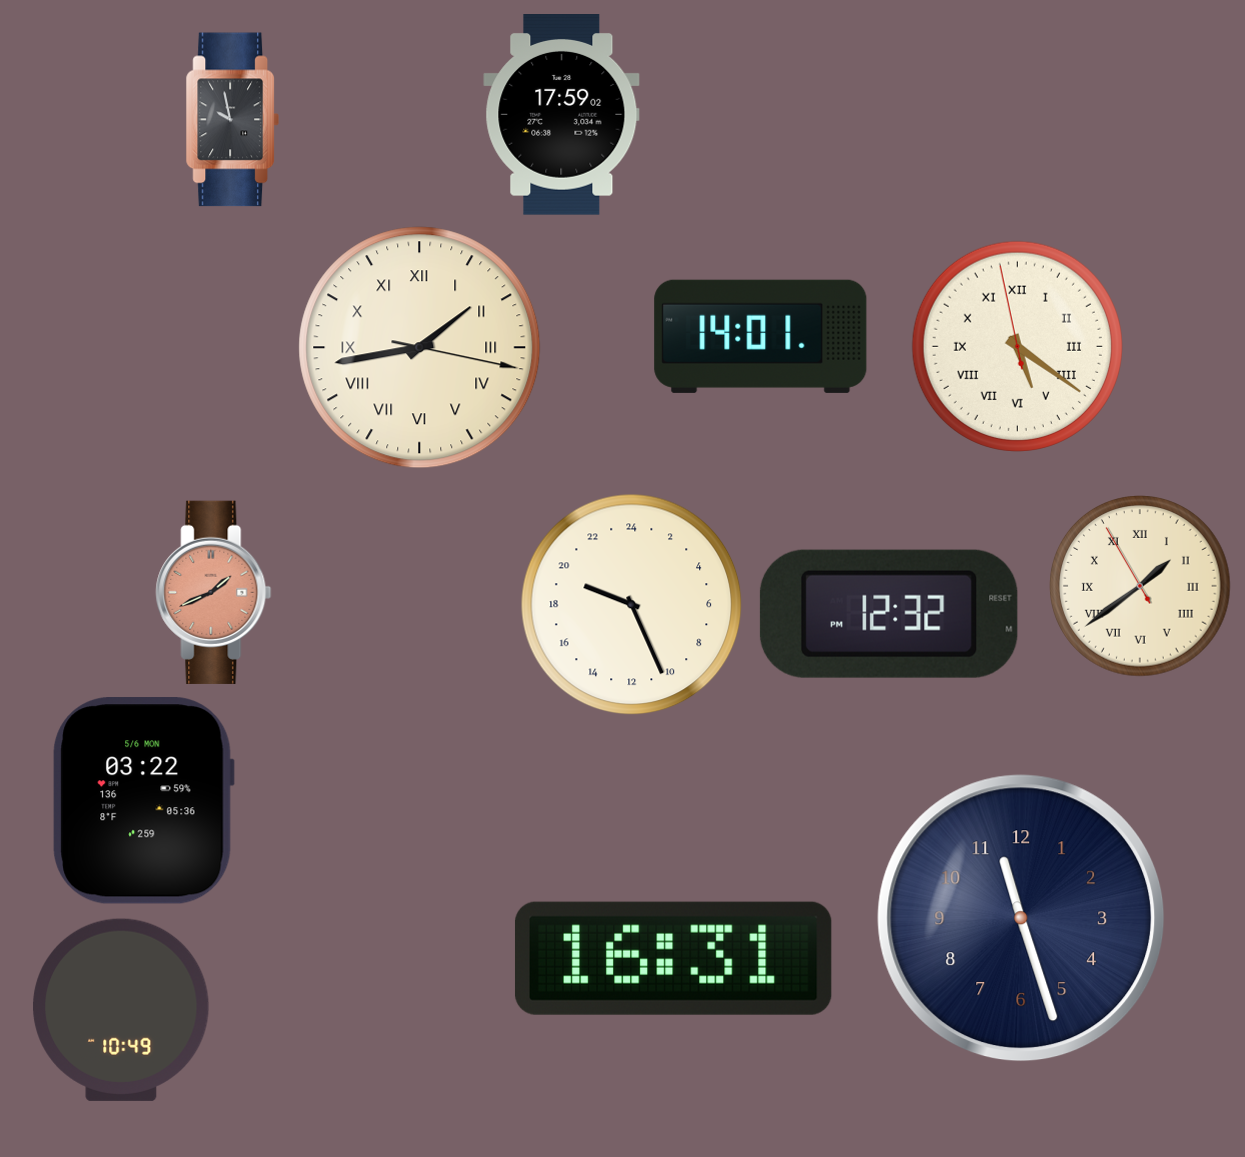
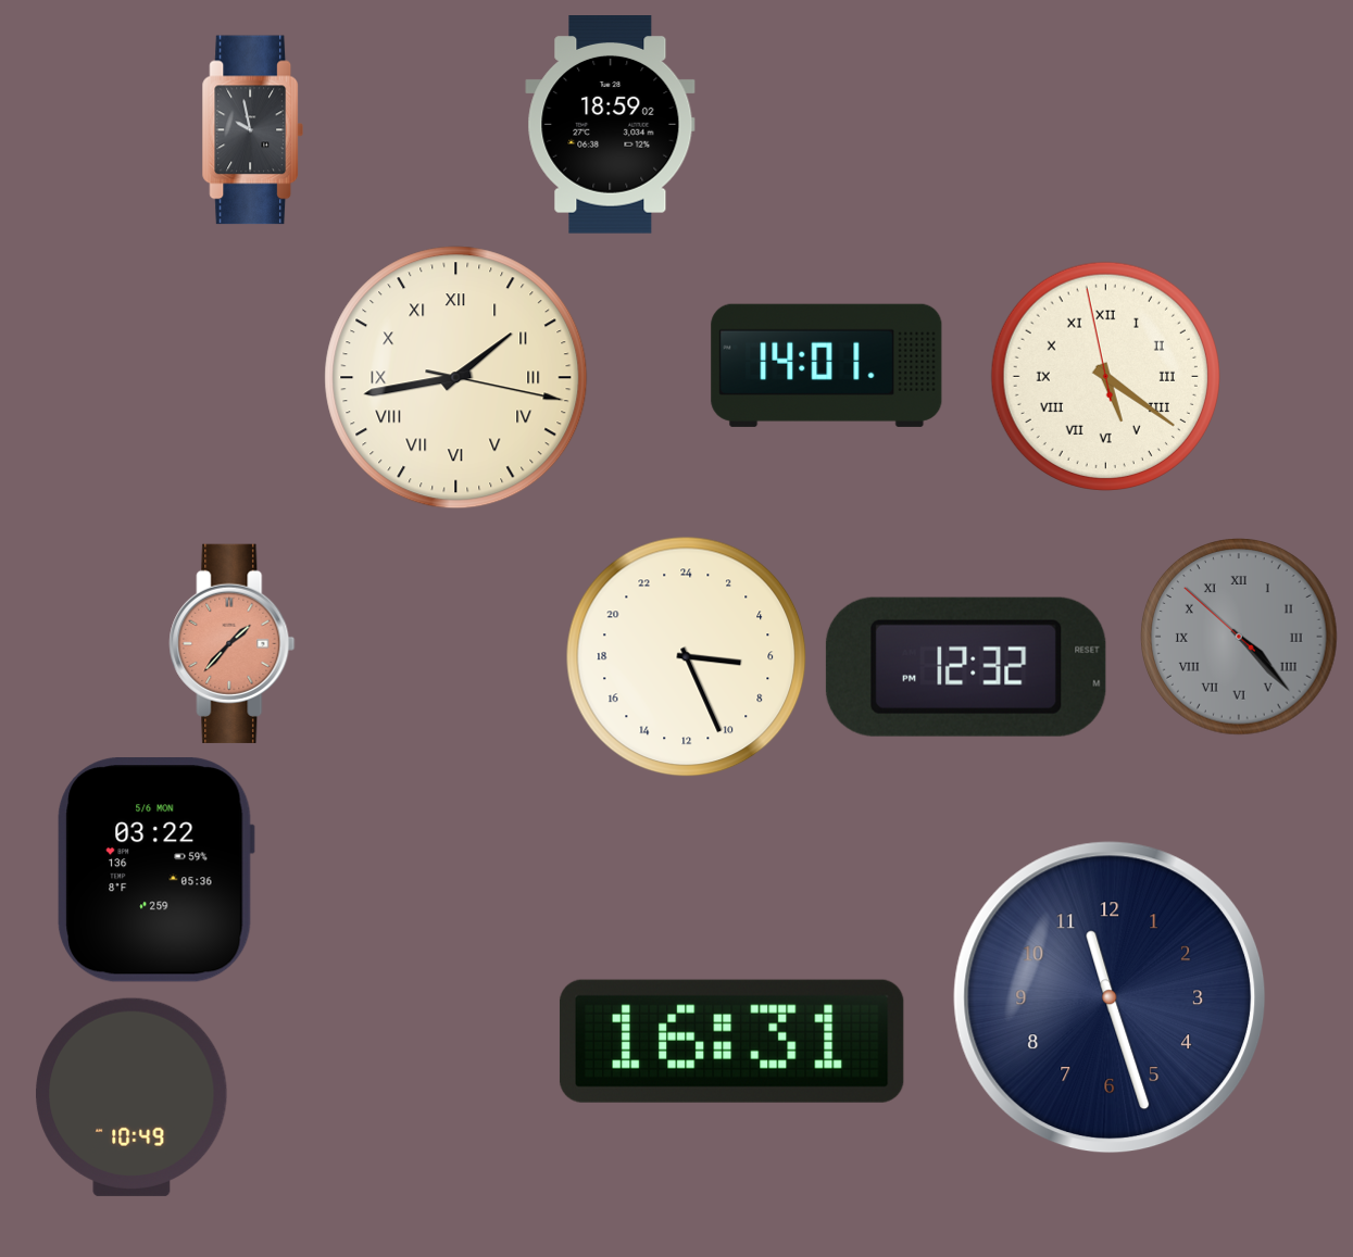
clock at (562, 115): 17:59 -> 18:59
clock at (1140, 586): 1:38 -> 4:22
clock at (1140, 586) dial: cream -> grey
clock at (214, 592): 1:41 -> 1:37
clock at (632, 605): 19:26 -> 6:26
